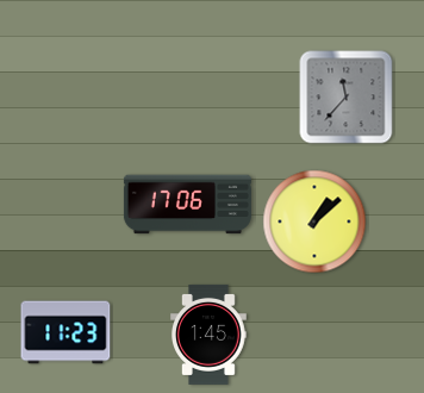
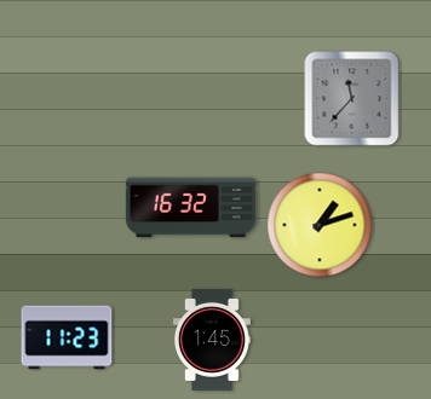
clock at (187, 205): 17:06 -> 16:32
clock at (314, 222): 1:08 -> 1:12
